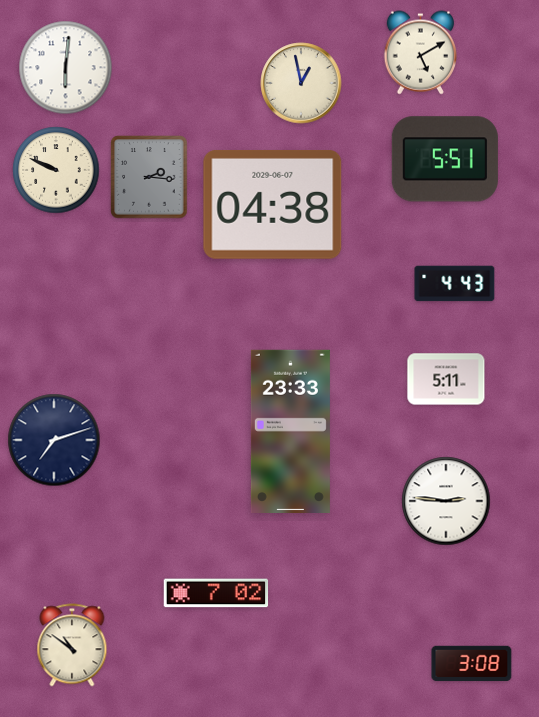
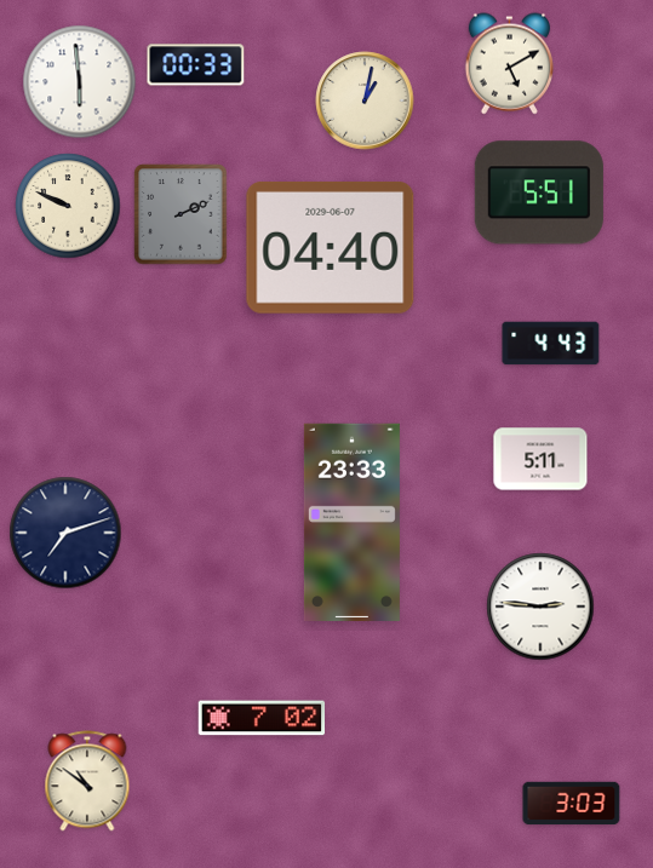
clock at (196, 65): none -> 00:33
clock at (66, 68): 6:01 -> 5:59
clock at (301, 83): 12:58 -> 1:02
clock at (149, 177): 2:16 -> 2:11
clock at (273, 204): 04:38 -> 04:40
clock at (472, 664): 3:08 -> 3:03
